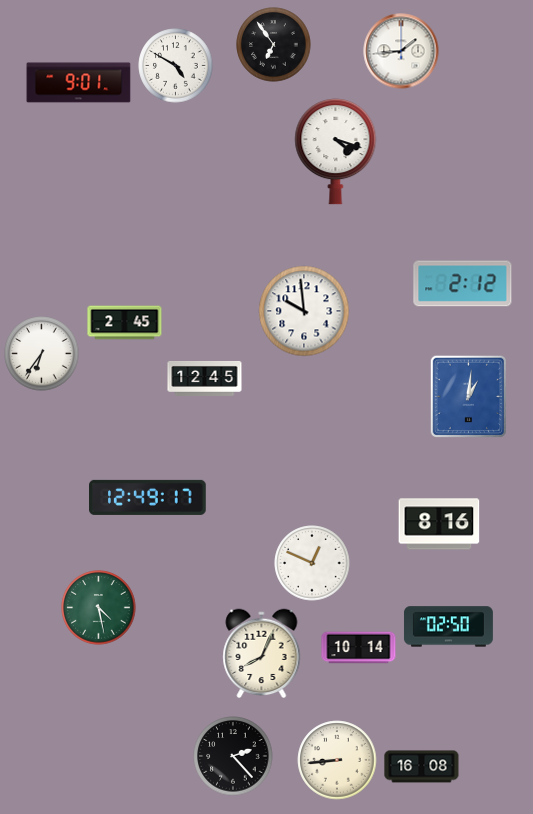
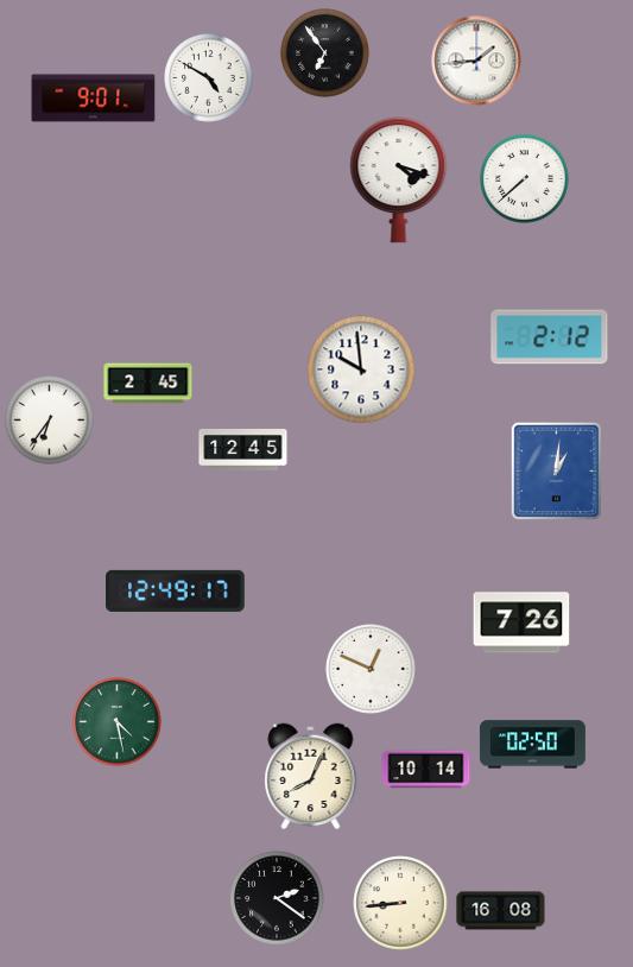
clock at (525, 179): none -> 7:38
clock at (439, 524): 8:16 -> 7:26
clock at (233, 756): 2:23 -> 2:21
